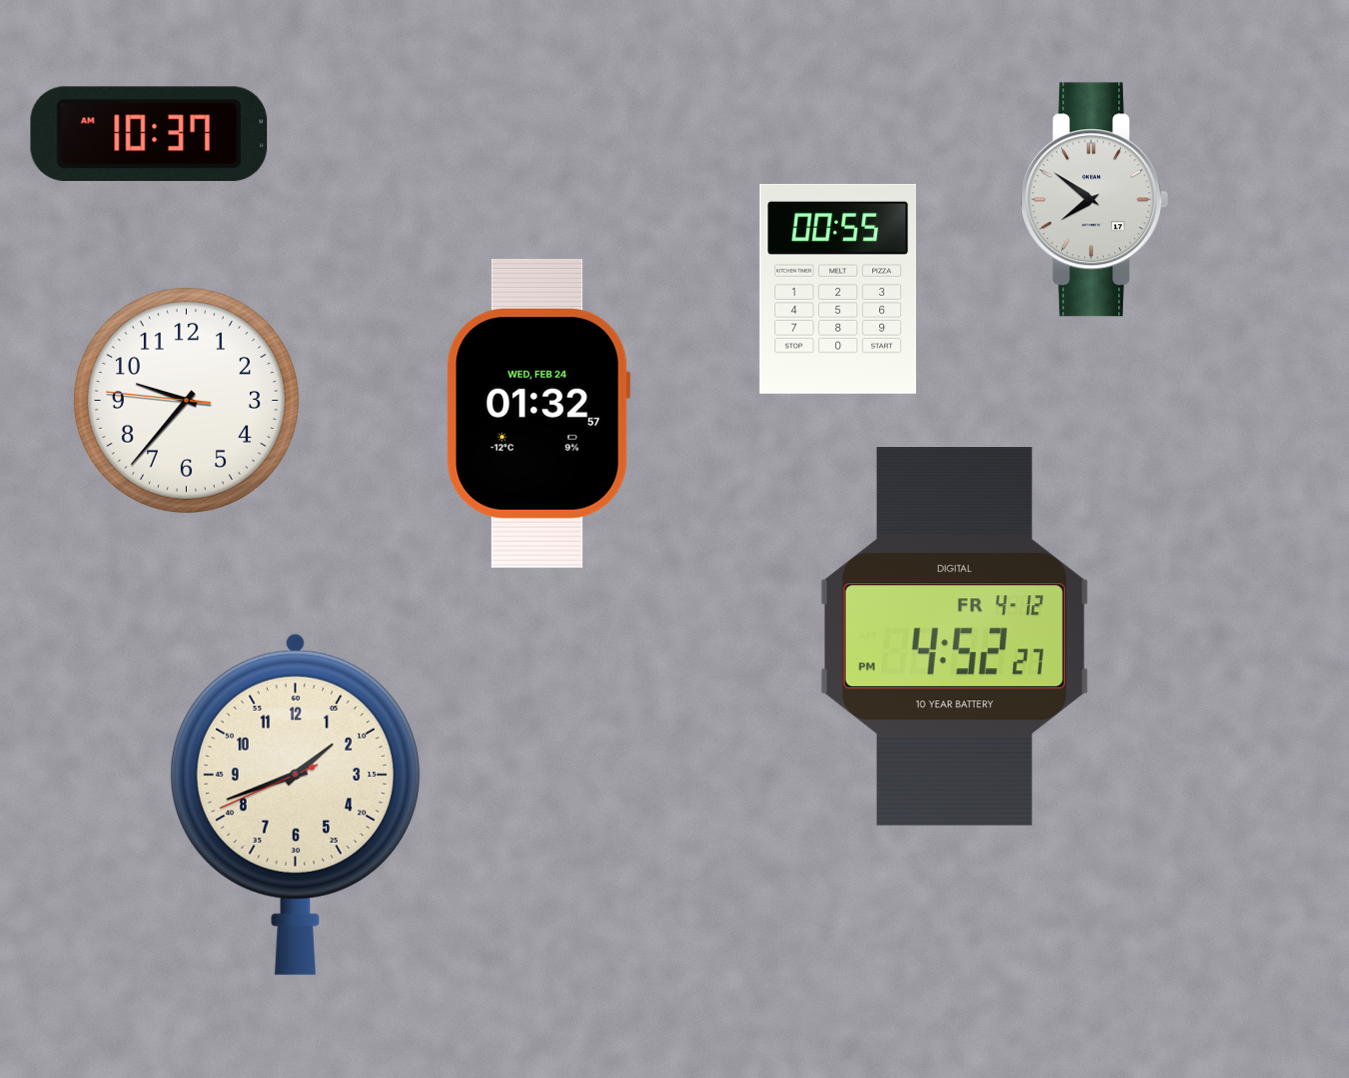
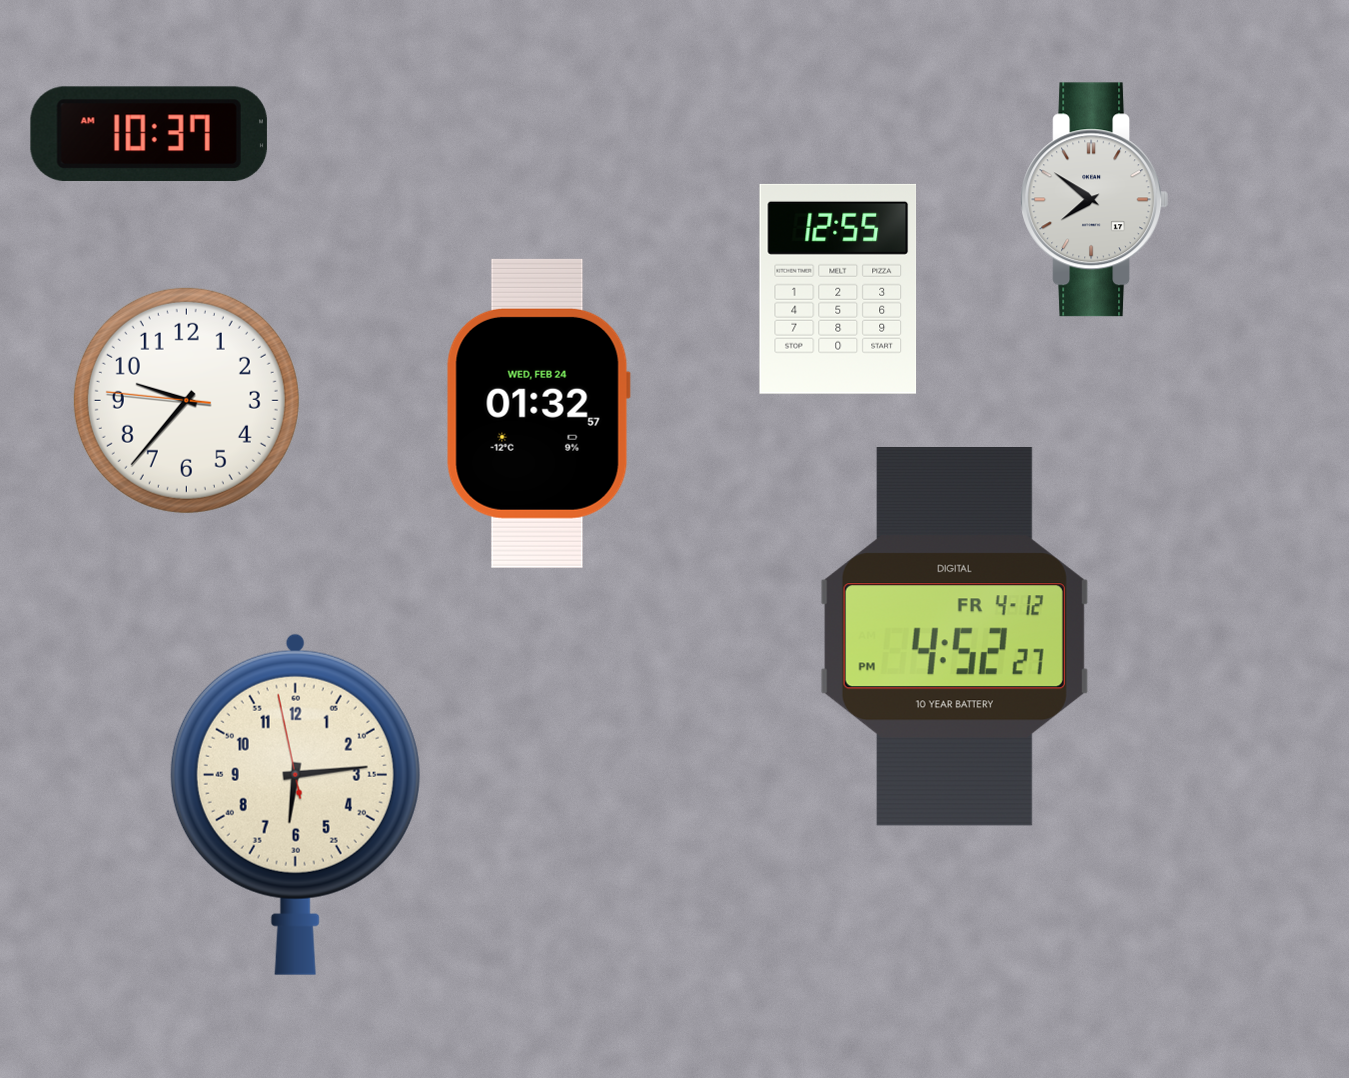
clock at (838, 289): 00:55 -> 12:55
clock at (295, 804): 1:41 -> 6:13
